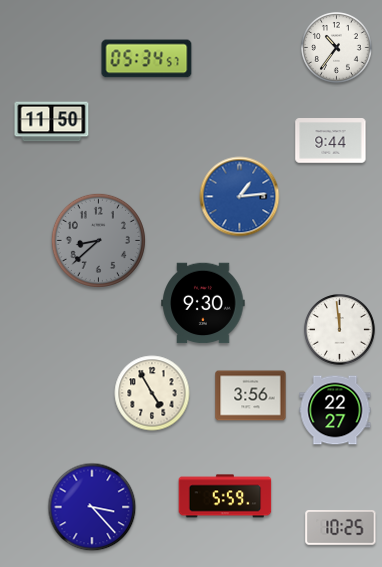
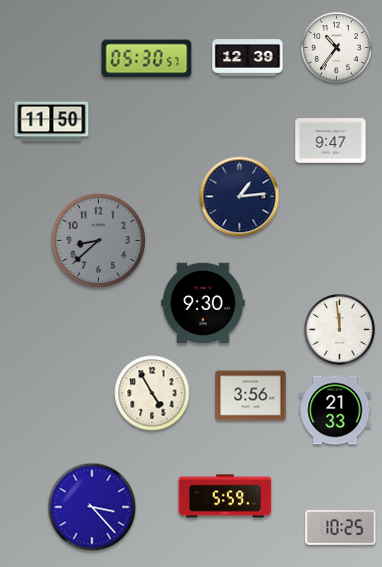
clock at (248, 58): none -> 12:39
clock at (147, 59): 05:34 -> 05:30
clock at (331, 141): 9:44 -> 9:47
clock at (240, 197) dial: blue -> navy
clock at (335, 410): 22:27 -> 21:33
